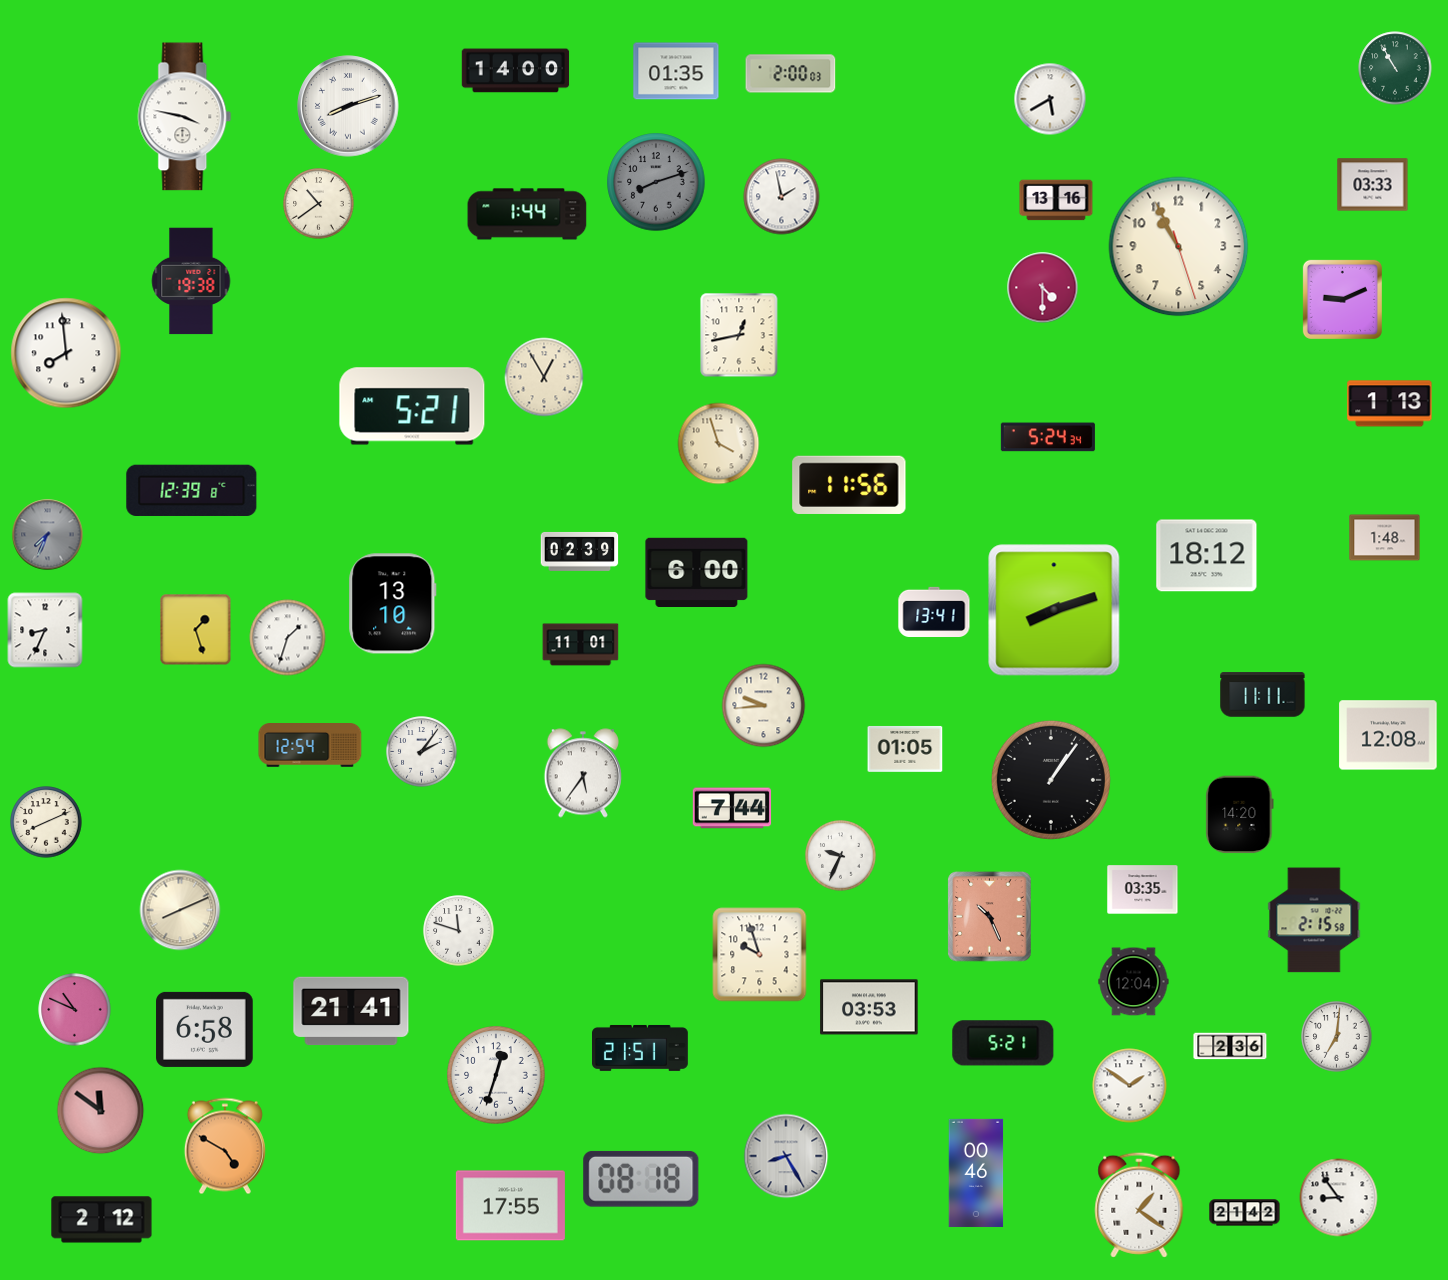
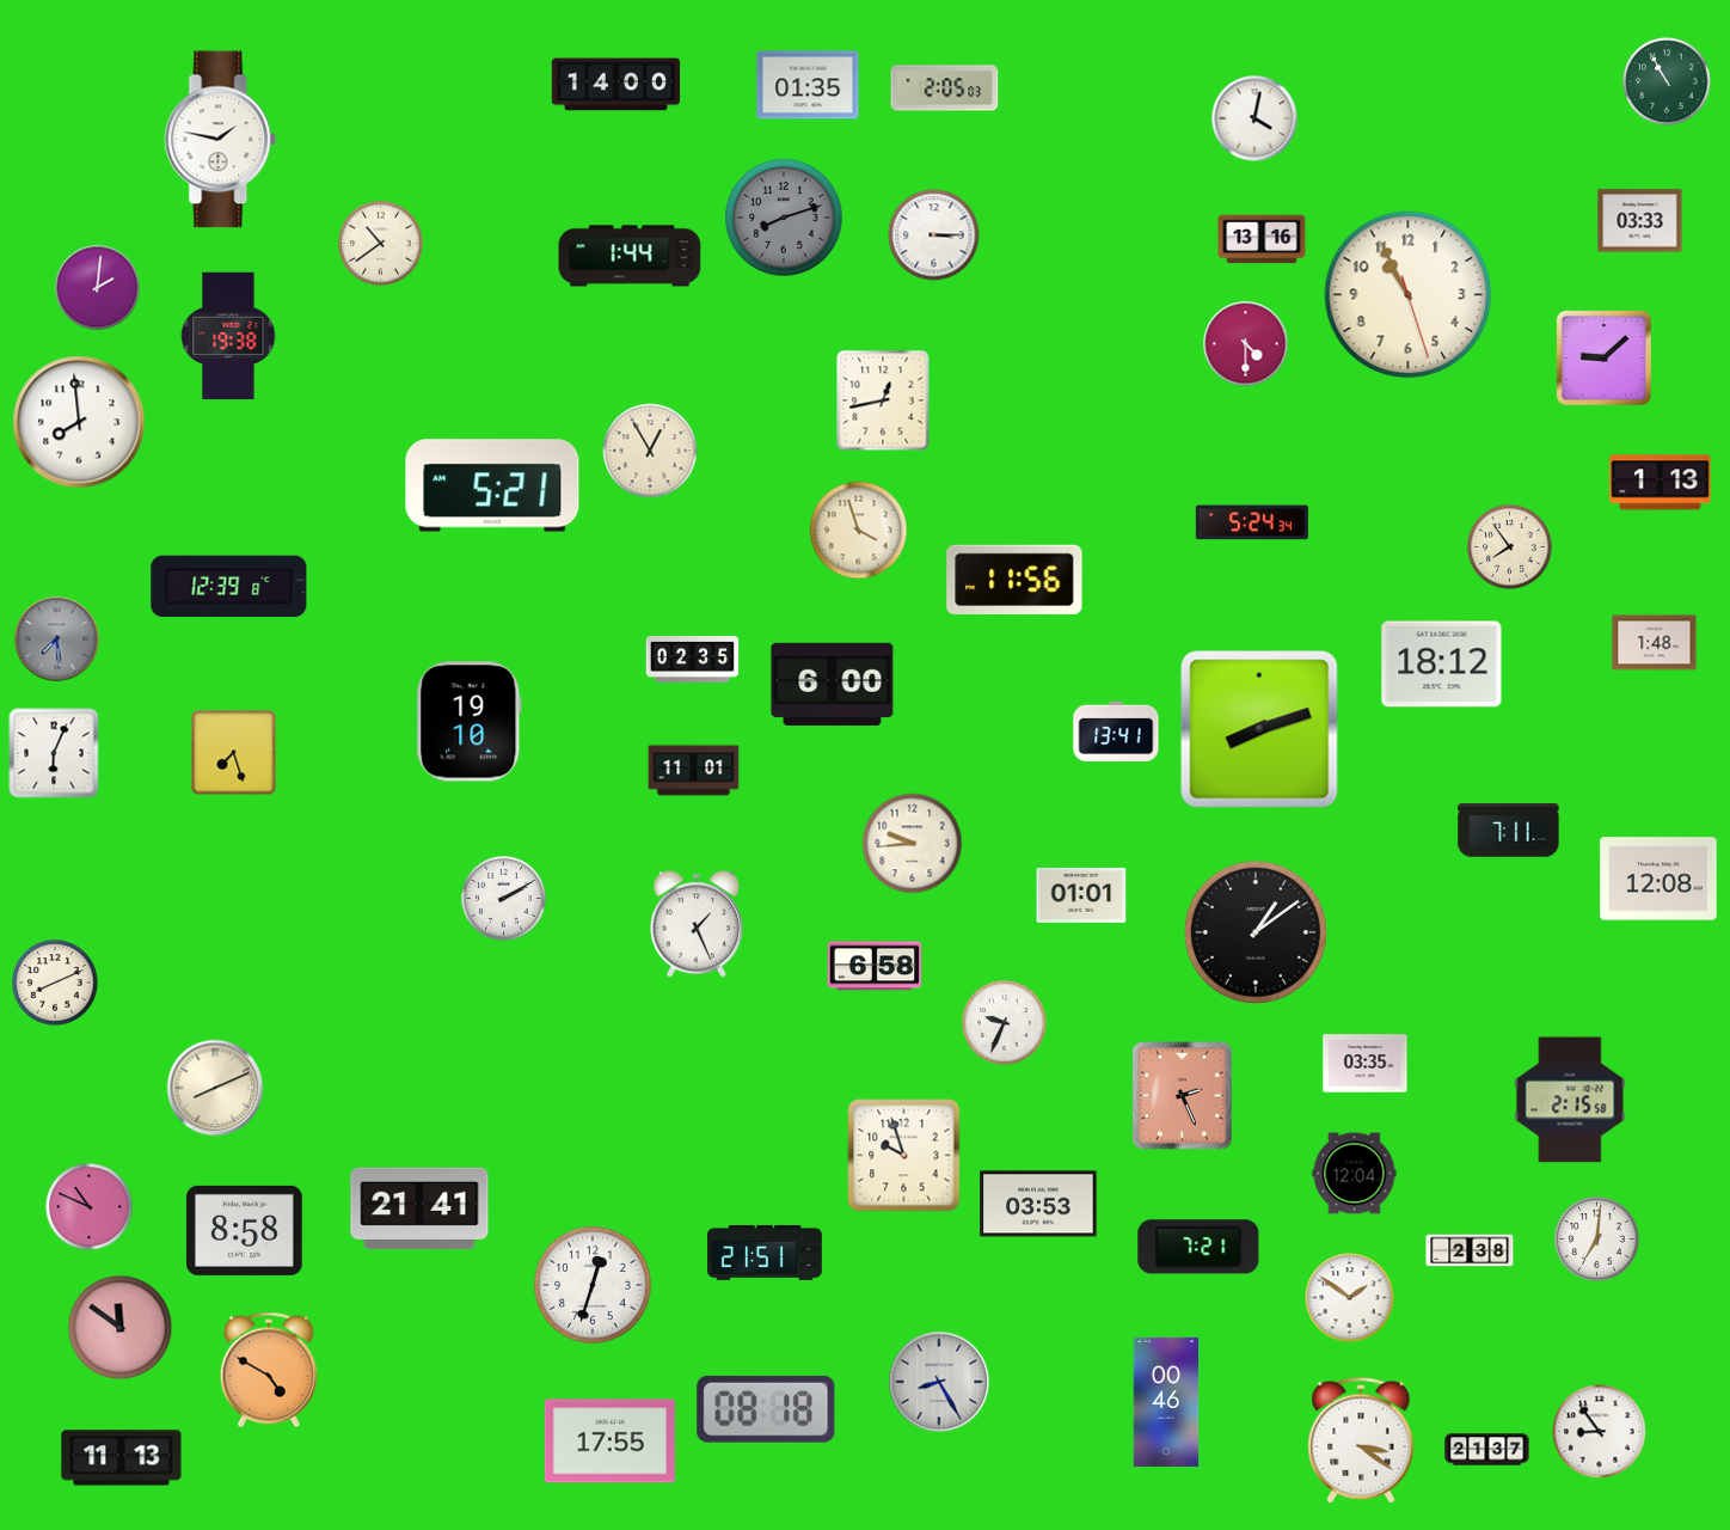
clock at (791, 74): 2:00 -> 2:05
clock at (1050, 99): 5:40 -> 4:02
clock at (348, 106): 8:12 -> none
clock at (185, 117): 3:47 -> 1:47
clock at (782, 197): 1:58 -> 3:15
clock at (98, 288): none -> 2:01
clock at (1342, 299): 9:11 -> 9:08
clock at (1510, 547): none -> 7:54
clock at (48, 535): 7:34 -> 7:29
clock at (580, 551): 02:39 -> 02:35
clock at (393, 604): 13:10 -> 19:10
clock at (45, 630): 8:34 -> 6:04
clock at (196, 630): 1:27 -> 7:27
clock at (288, 638): 1:33 -> none
clock at (1263, 695): 11:11 -> 7:11
clock at (310, 746): 12:54 -> none
clock at (905, 749): 01:05 -> 01:01
clock at (422, 752): 2:06 -> 2:10
clock at (583, 773): 5:36 -> 1:26
clock at (1051, 780): 1:06 -> 1:09
clock at (732, 808): 7:44 -> 6:58
clock at (1240, 815): 14:20 -> none
clock at (990, 917): 10:26 -> 2:26
clock at (459, 931): 11:48 -> none
clock at (760, 955) position: (760, 955) -> (904, 1156)
clock at (205, 1029): 6:58 -> 8:58
clock at (1003, 1043): 5:21 -> 7:21
clock at (1230, 1046): 2:36 -> 2:38
clock at (1139, 1205): 1:21 -> 3:21
clock at (1245, 1213): 21:42 -> 21:37
clock at (102, 1220): 2:12 -> 11:13
